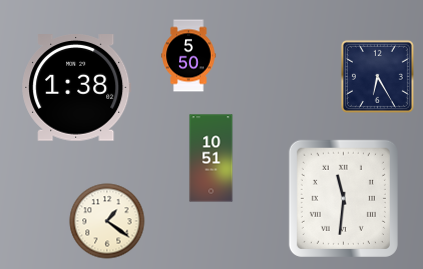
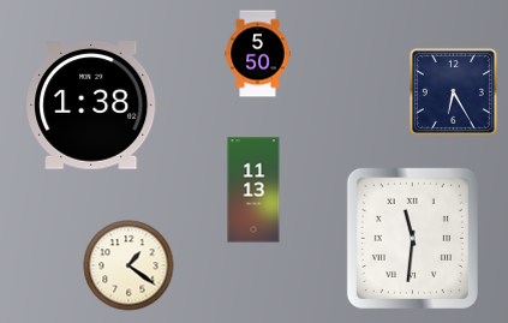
clock at (189, 56) position: (189, 56) -> (258, 54)
clock at (211, 158): 10:51 -> 11:13
